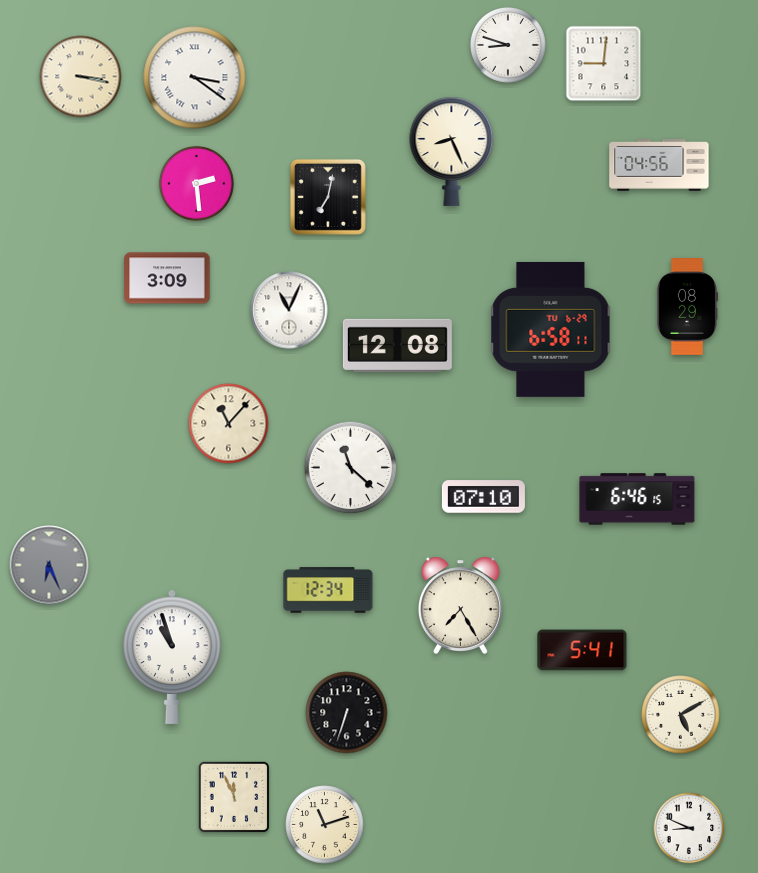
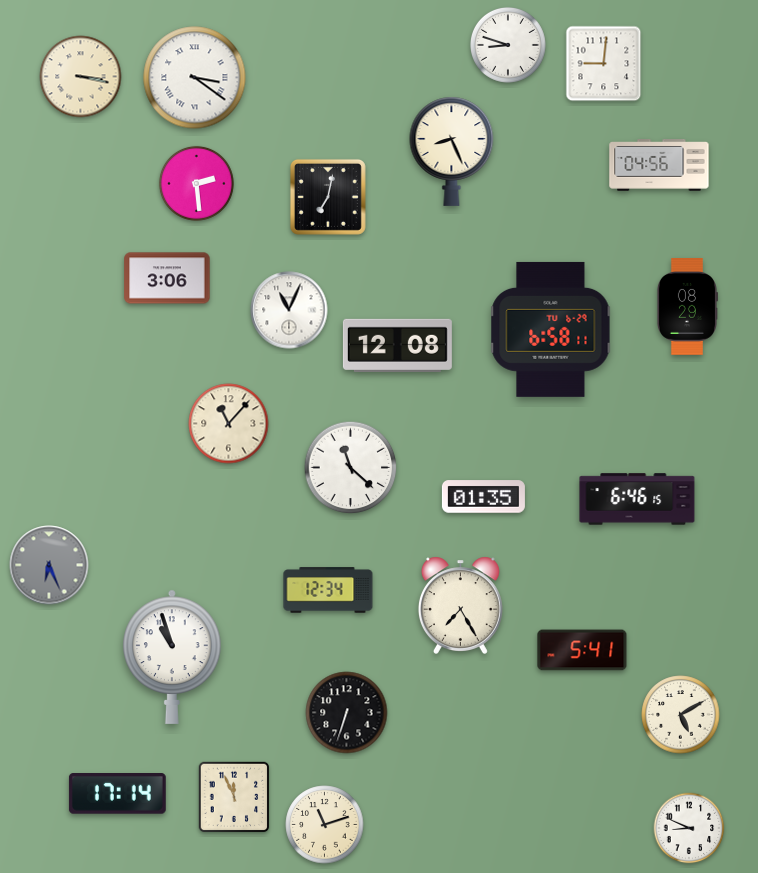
clock at (167, 278): 3:09 -> 3:06
clock at (483, 497): 07:10 -> 01:35
clock at (117, 794): none -> 17:14
